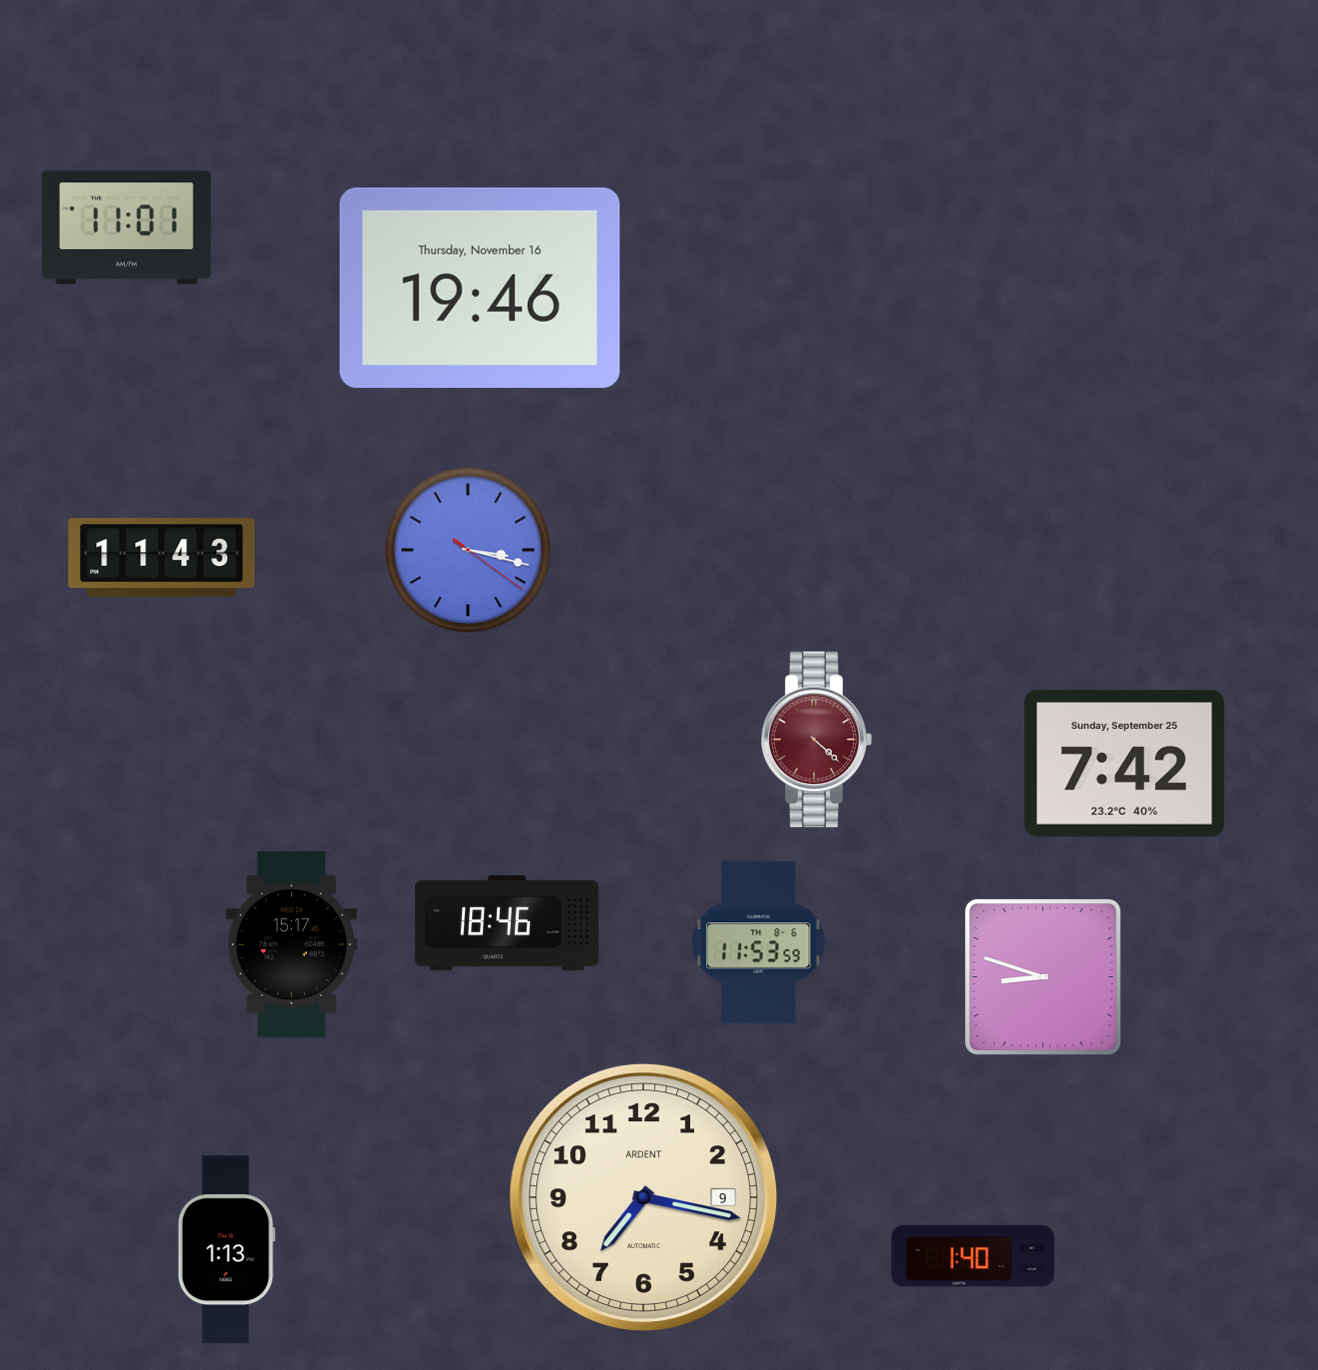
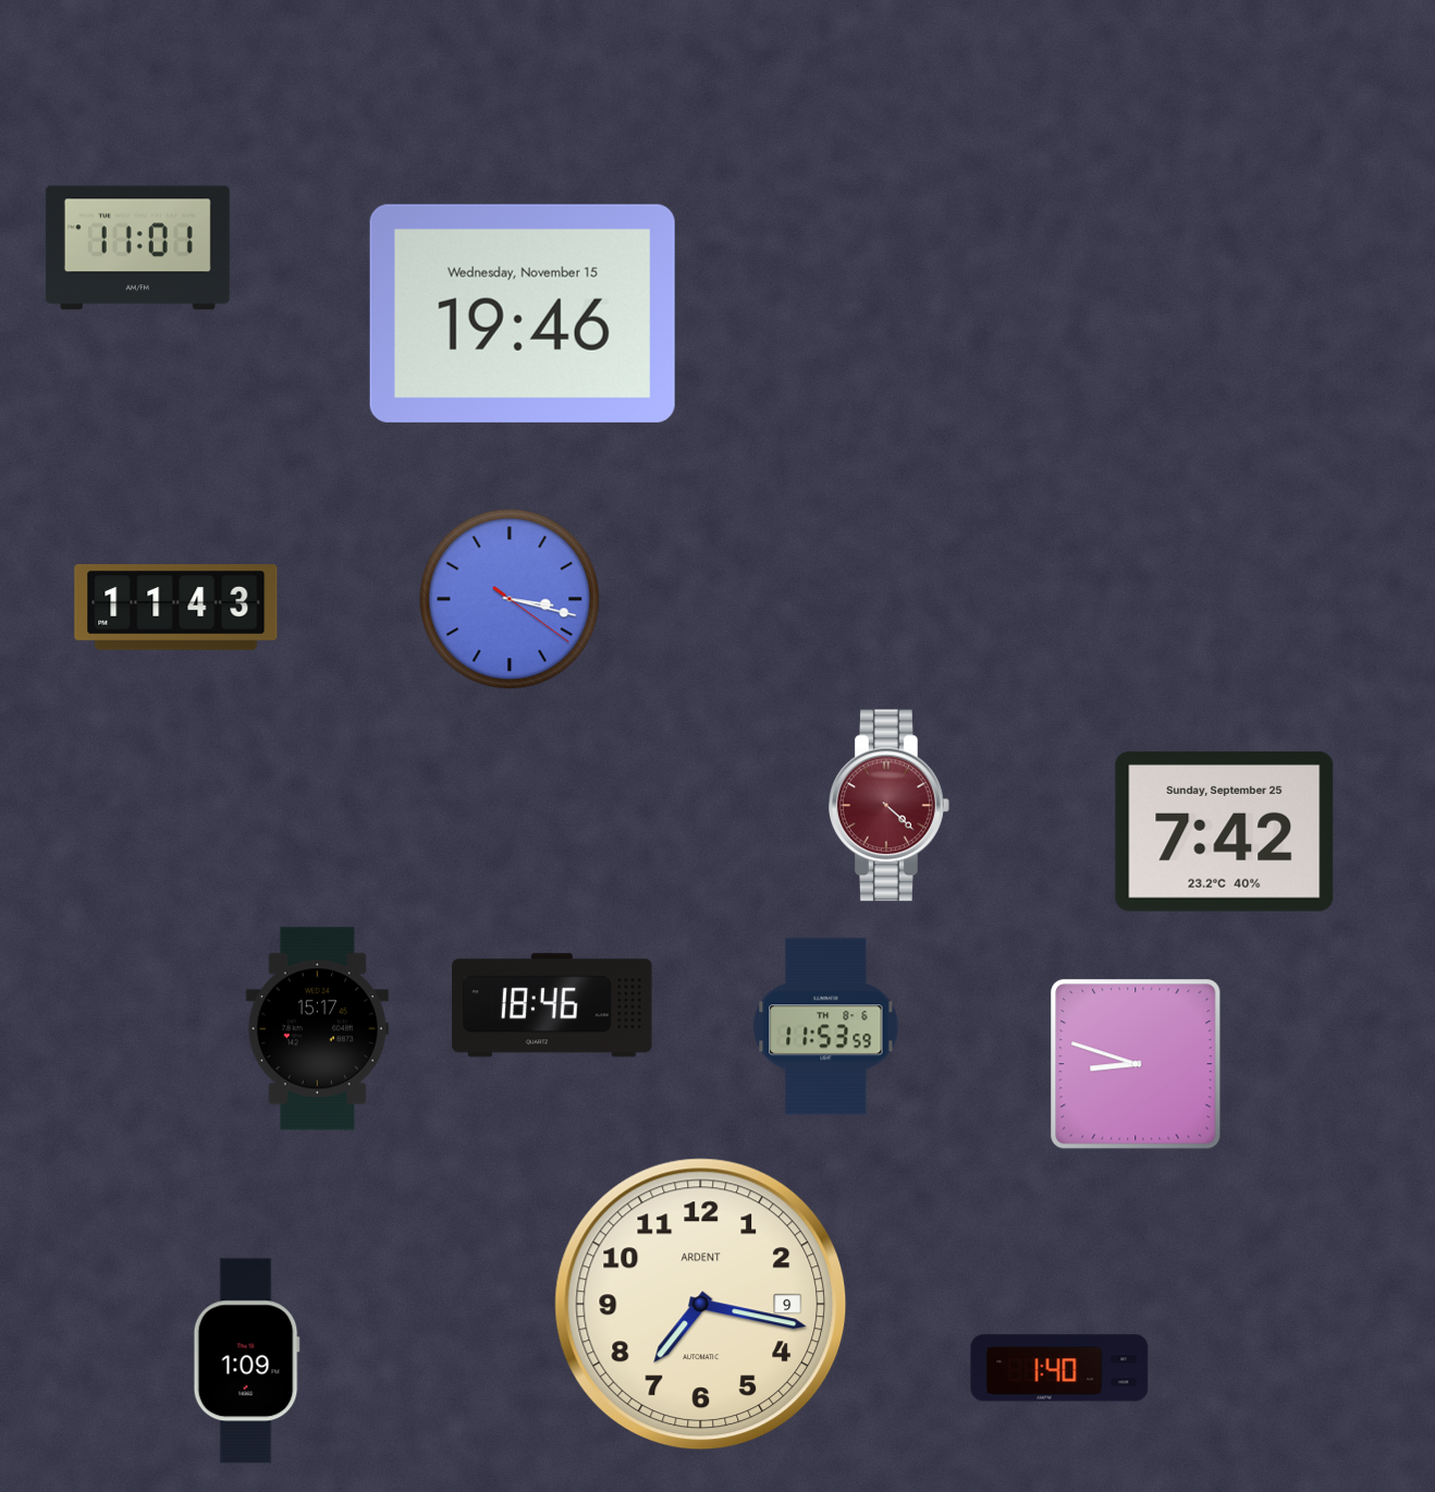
clock at (480, 288) date: Thursday, November 16 -> Wednesday, November 15
clock at (226, 1250): 1:13 -> 1:09
